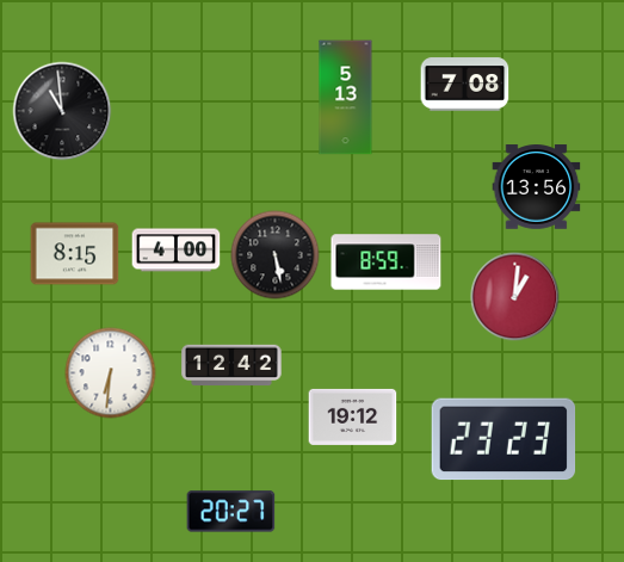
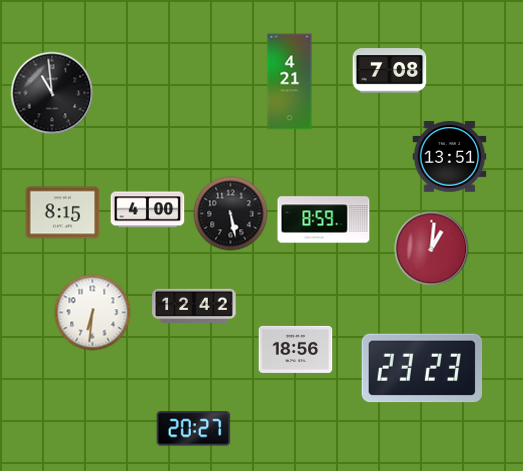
clock at (346, 98): 5:13 -> 4:21
clock at (537, 187): 13:56 -> 13:51
clock at (353, 416): 19:12 -> 18:56
